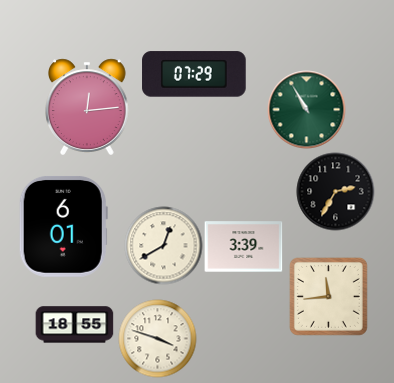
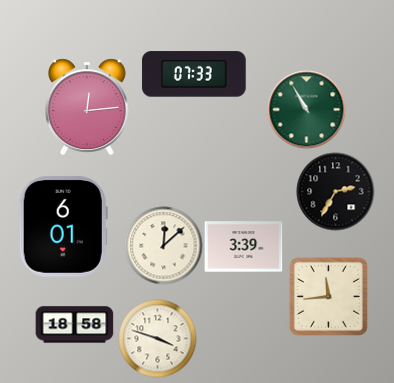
clock at (194, 74): 07:29 -> 07:33
clock at (163, 245): 12:40 -> 12:08
clock at (74, 325): 18:55 -> 18:58
